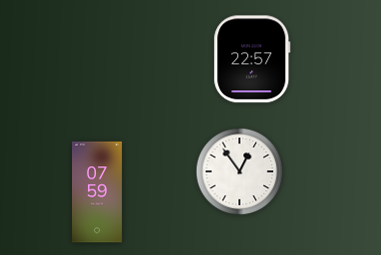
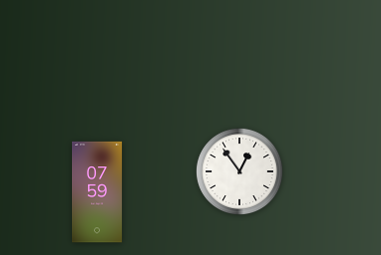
clock at (252, 59): 22:57 -> none
